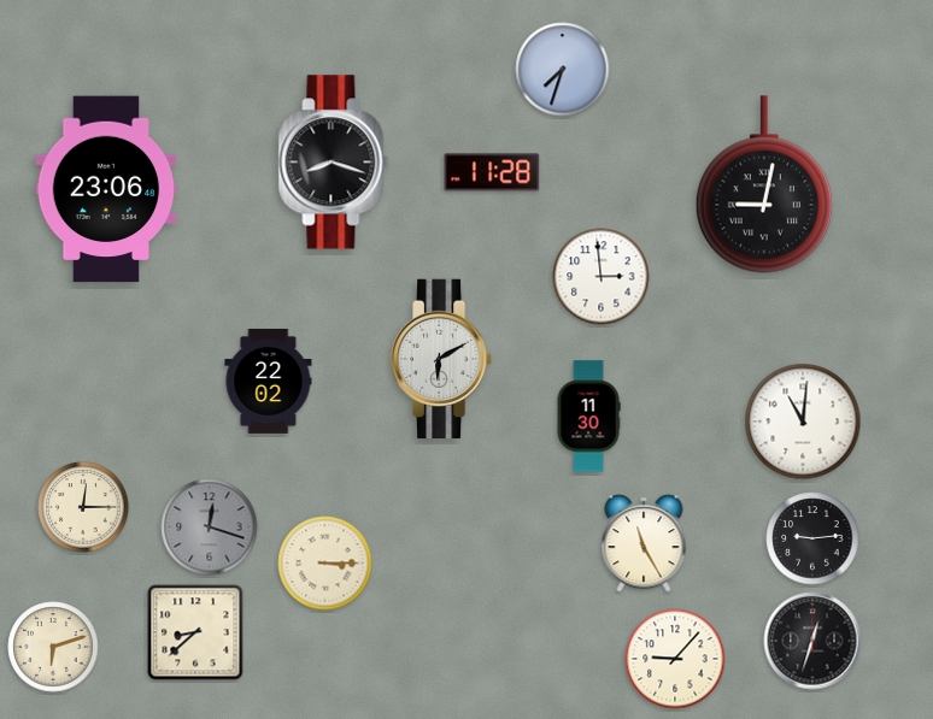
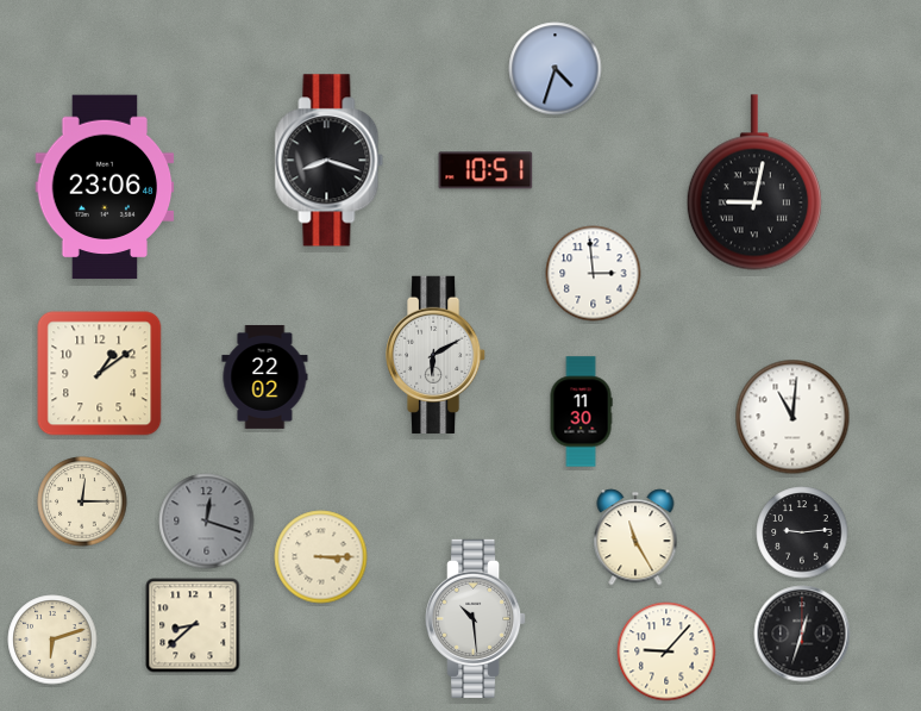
clock at (563, 70): 7:33 -> 4:33
clock at (492, 172): 11:28 -> 10:51
clock at (100, 374): none -> 1:09
clock at (477, 618): none -> 10:29
